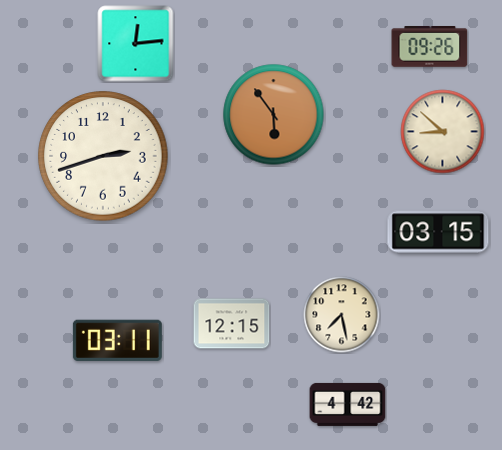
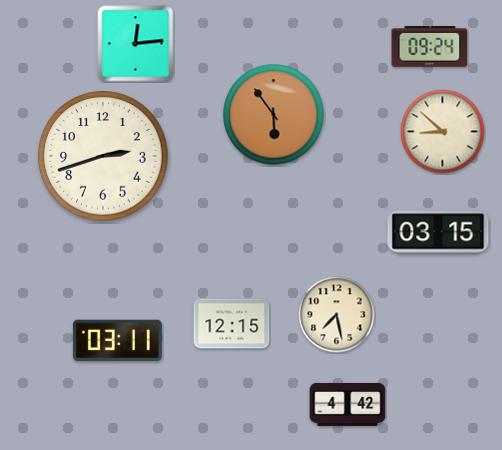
clock at (430, 47): 09:26 -> 09:24
clock at (342, 315) position: (342, 315) -> (337, 315)
